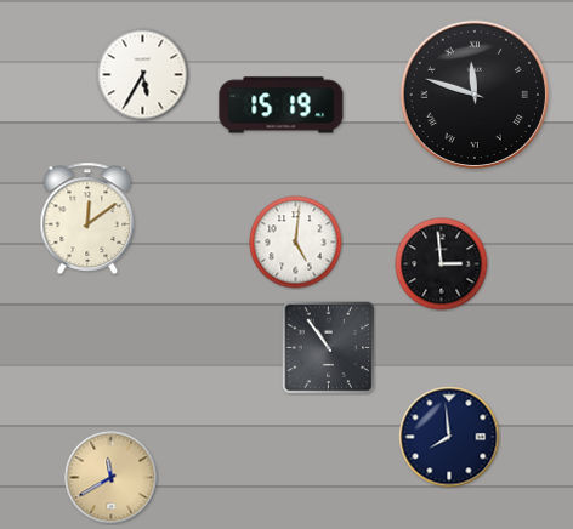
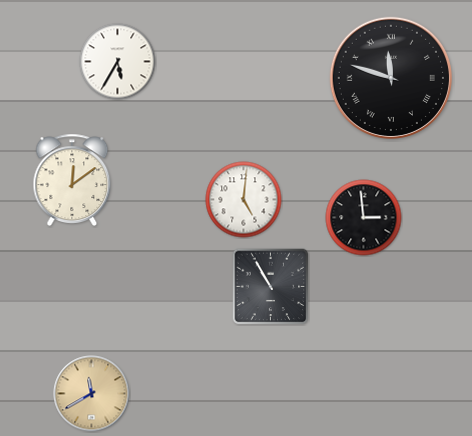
clock at (282, 106): 15:19 -> none
clock at (328, 347): 10:54 -> 10:55
clock at (449, 437): 7:59 -> none
